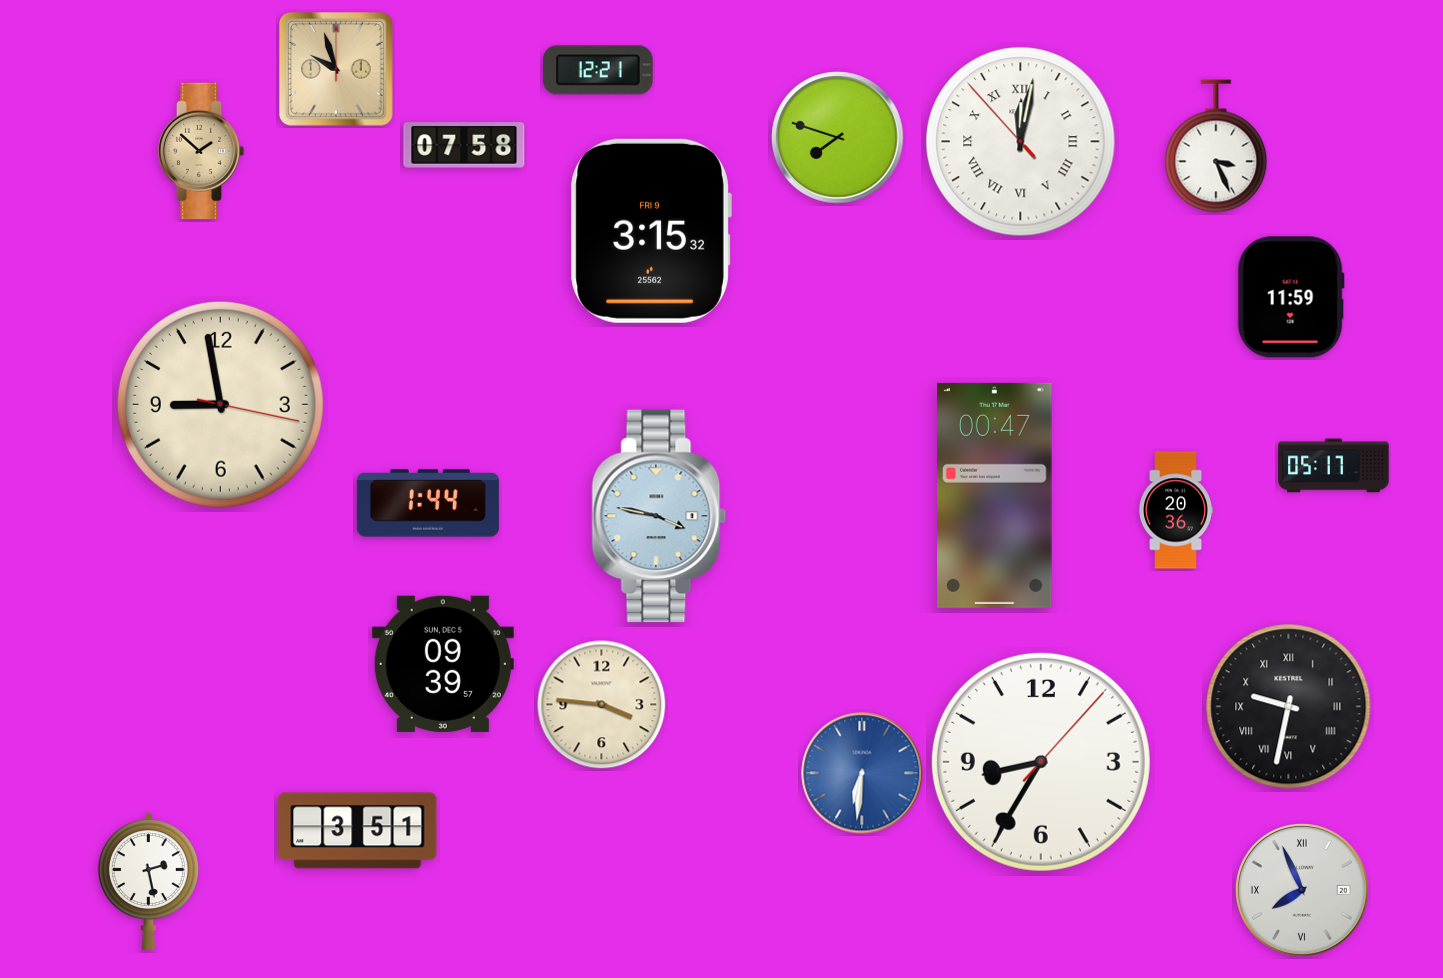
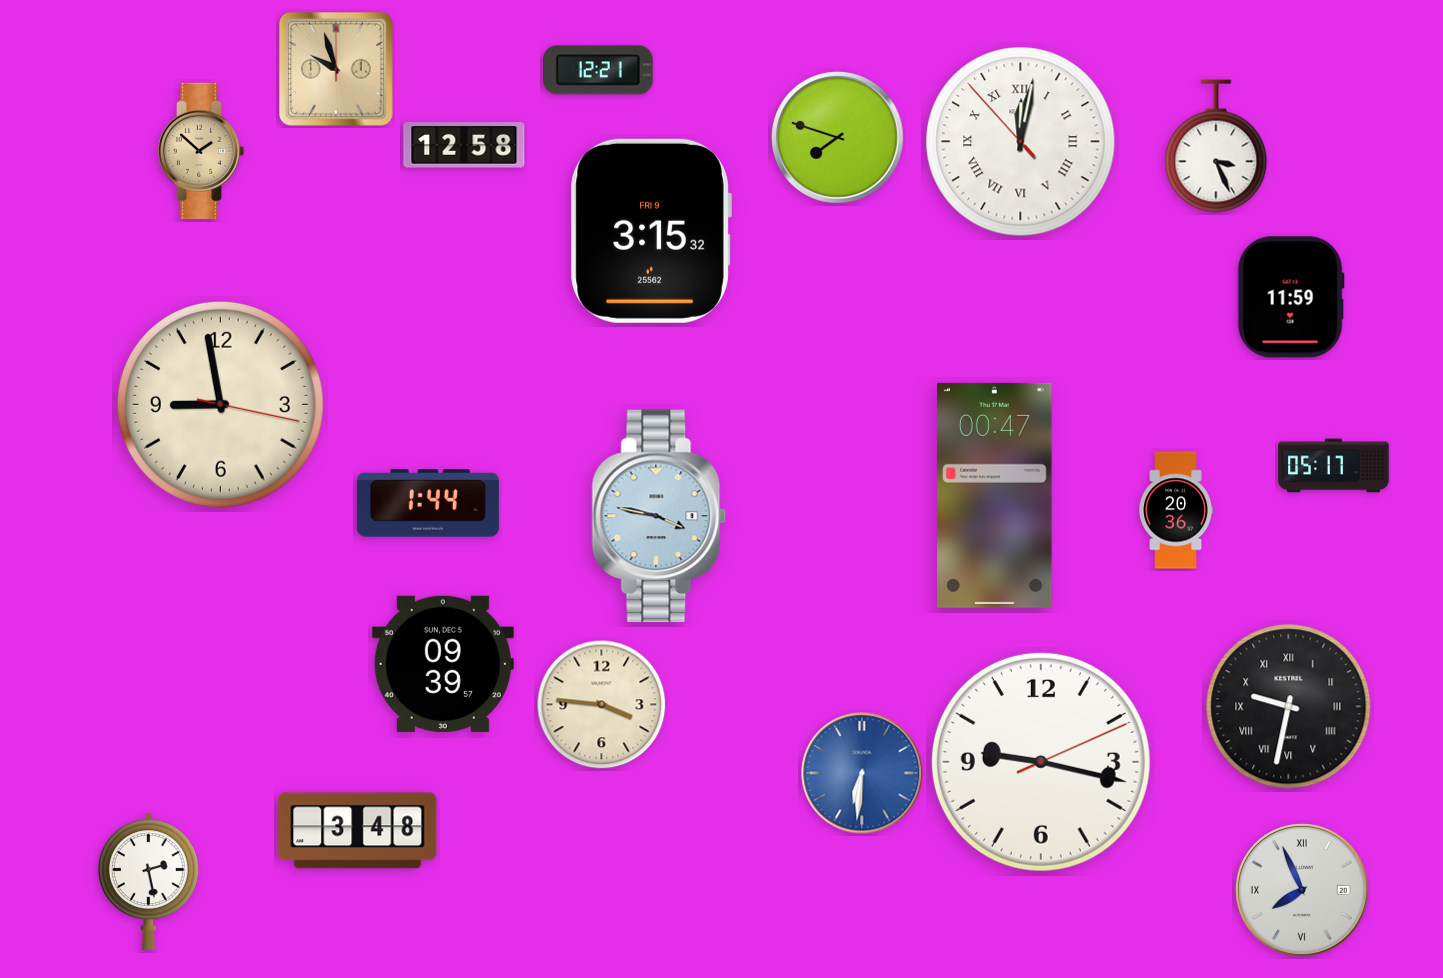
clock at (464, 145): 07:58 -> 12:58
clock at (1041, 762): 8:35 -> 9:17
clock at (358, 831): 3:51 -> 3:48
